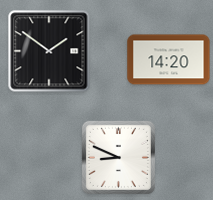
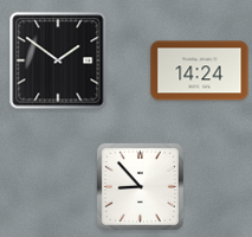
clock at (169, 60): 14:20 -> 14:24
clock at (118, 157): 8:49 -> 8:53
